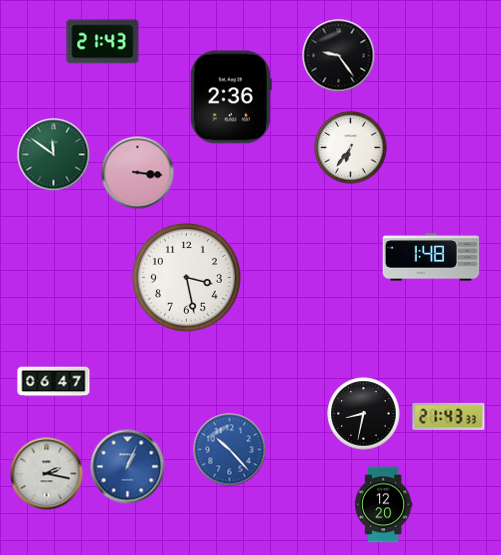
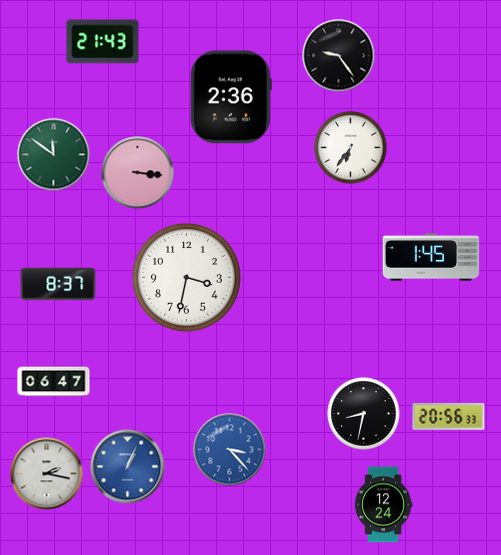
clock at (431, 257): 1:48 -> 1:45
clock at (186, 277): 3:28 -> 3:32
clock at (58, 284): none -> 8:37
clock at (449, 416): 21:43 -> 20:56
clock at (230, 450): 10:23 -> 3:23
clock at (383, 505): 12:20 -> 12:24
